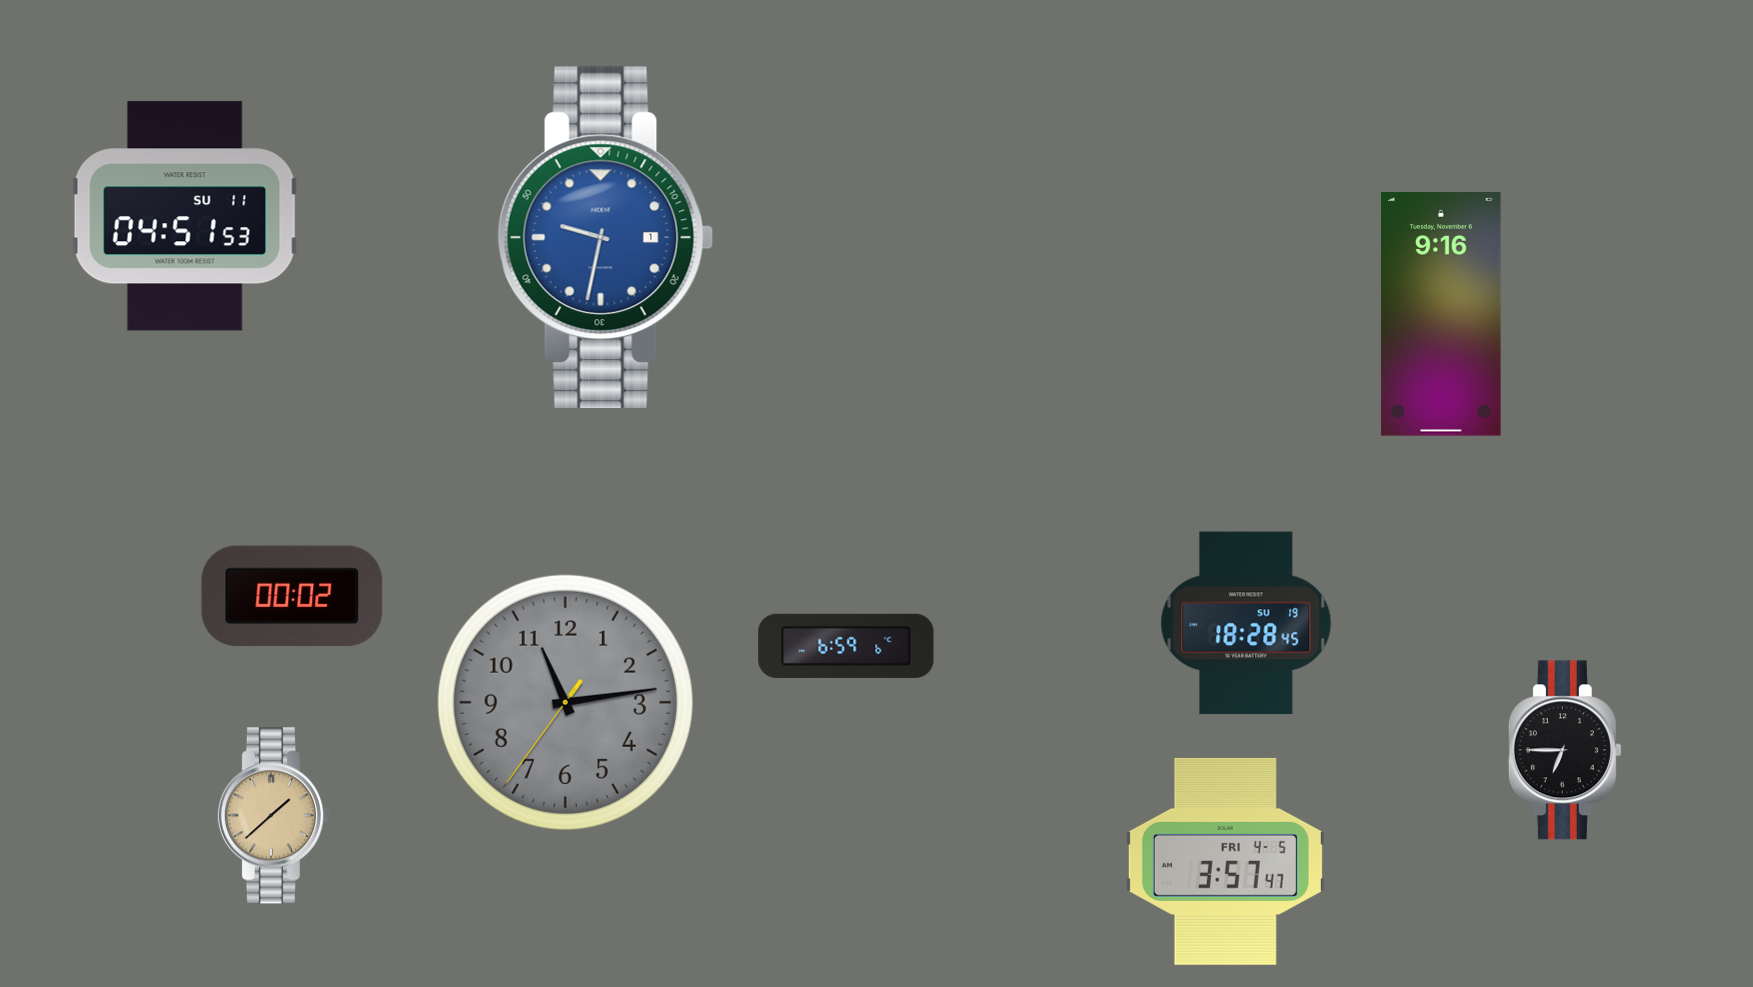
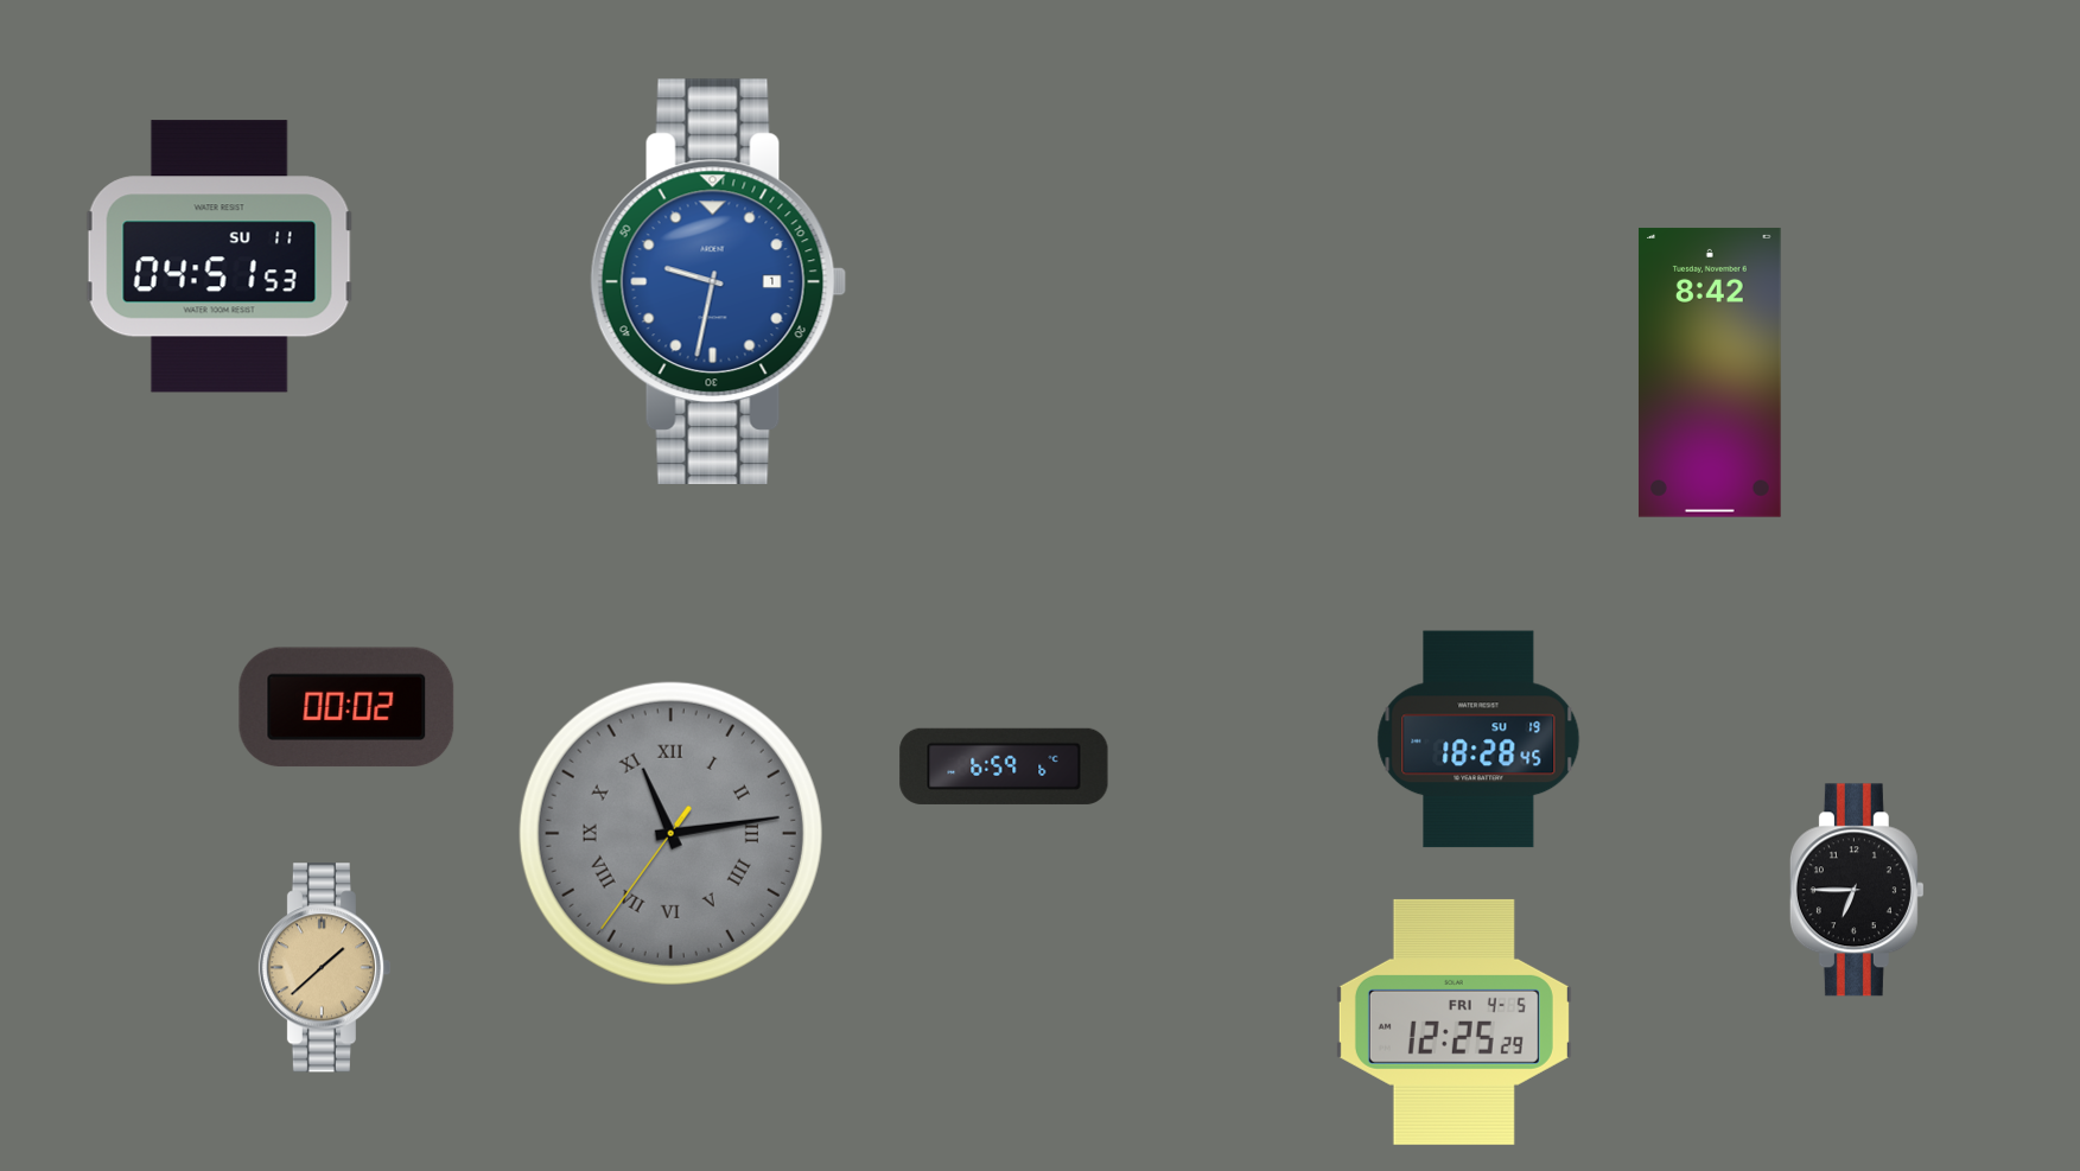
clock at (1441, 314): 9:16 -> 8:42
clock at (565, 702) numerals: Arabic -> Roman
clock at (1225, 861): 3:57 -> 12:25
